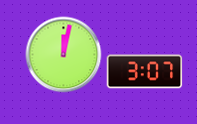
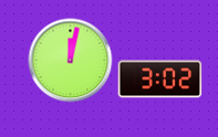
clock at (145, 72): 3:07 -> 3:02
